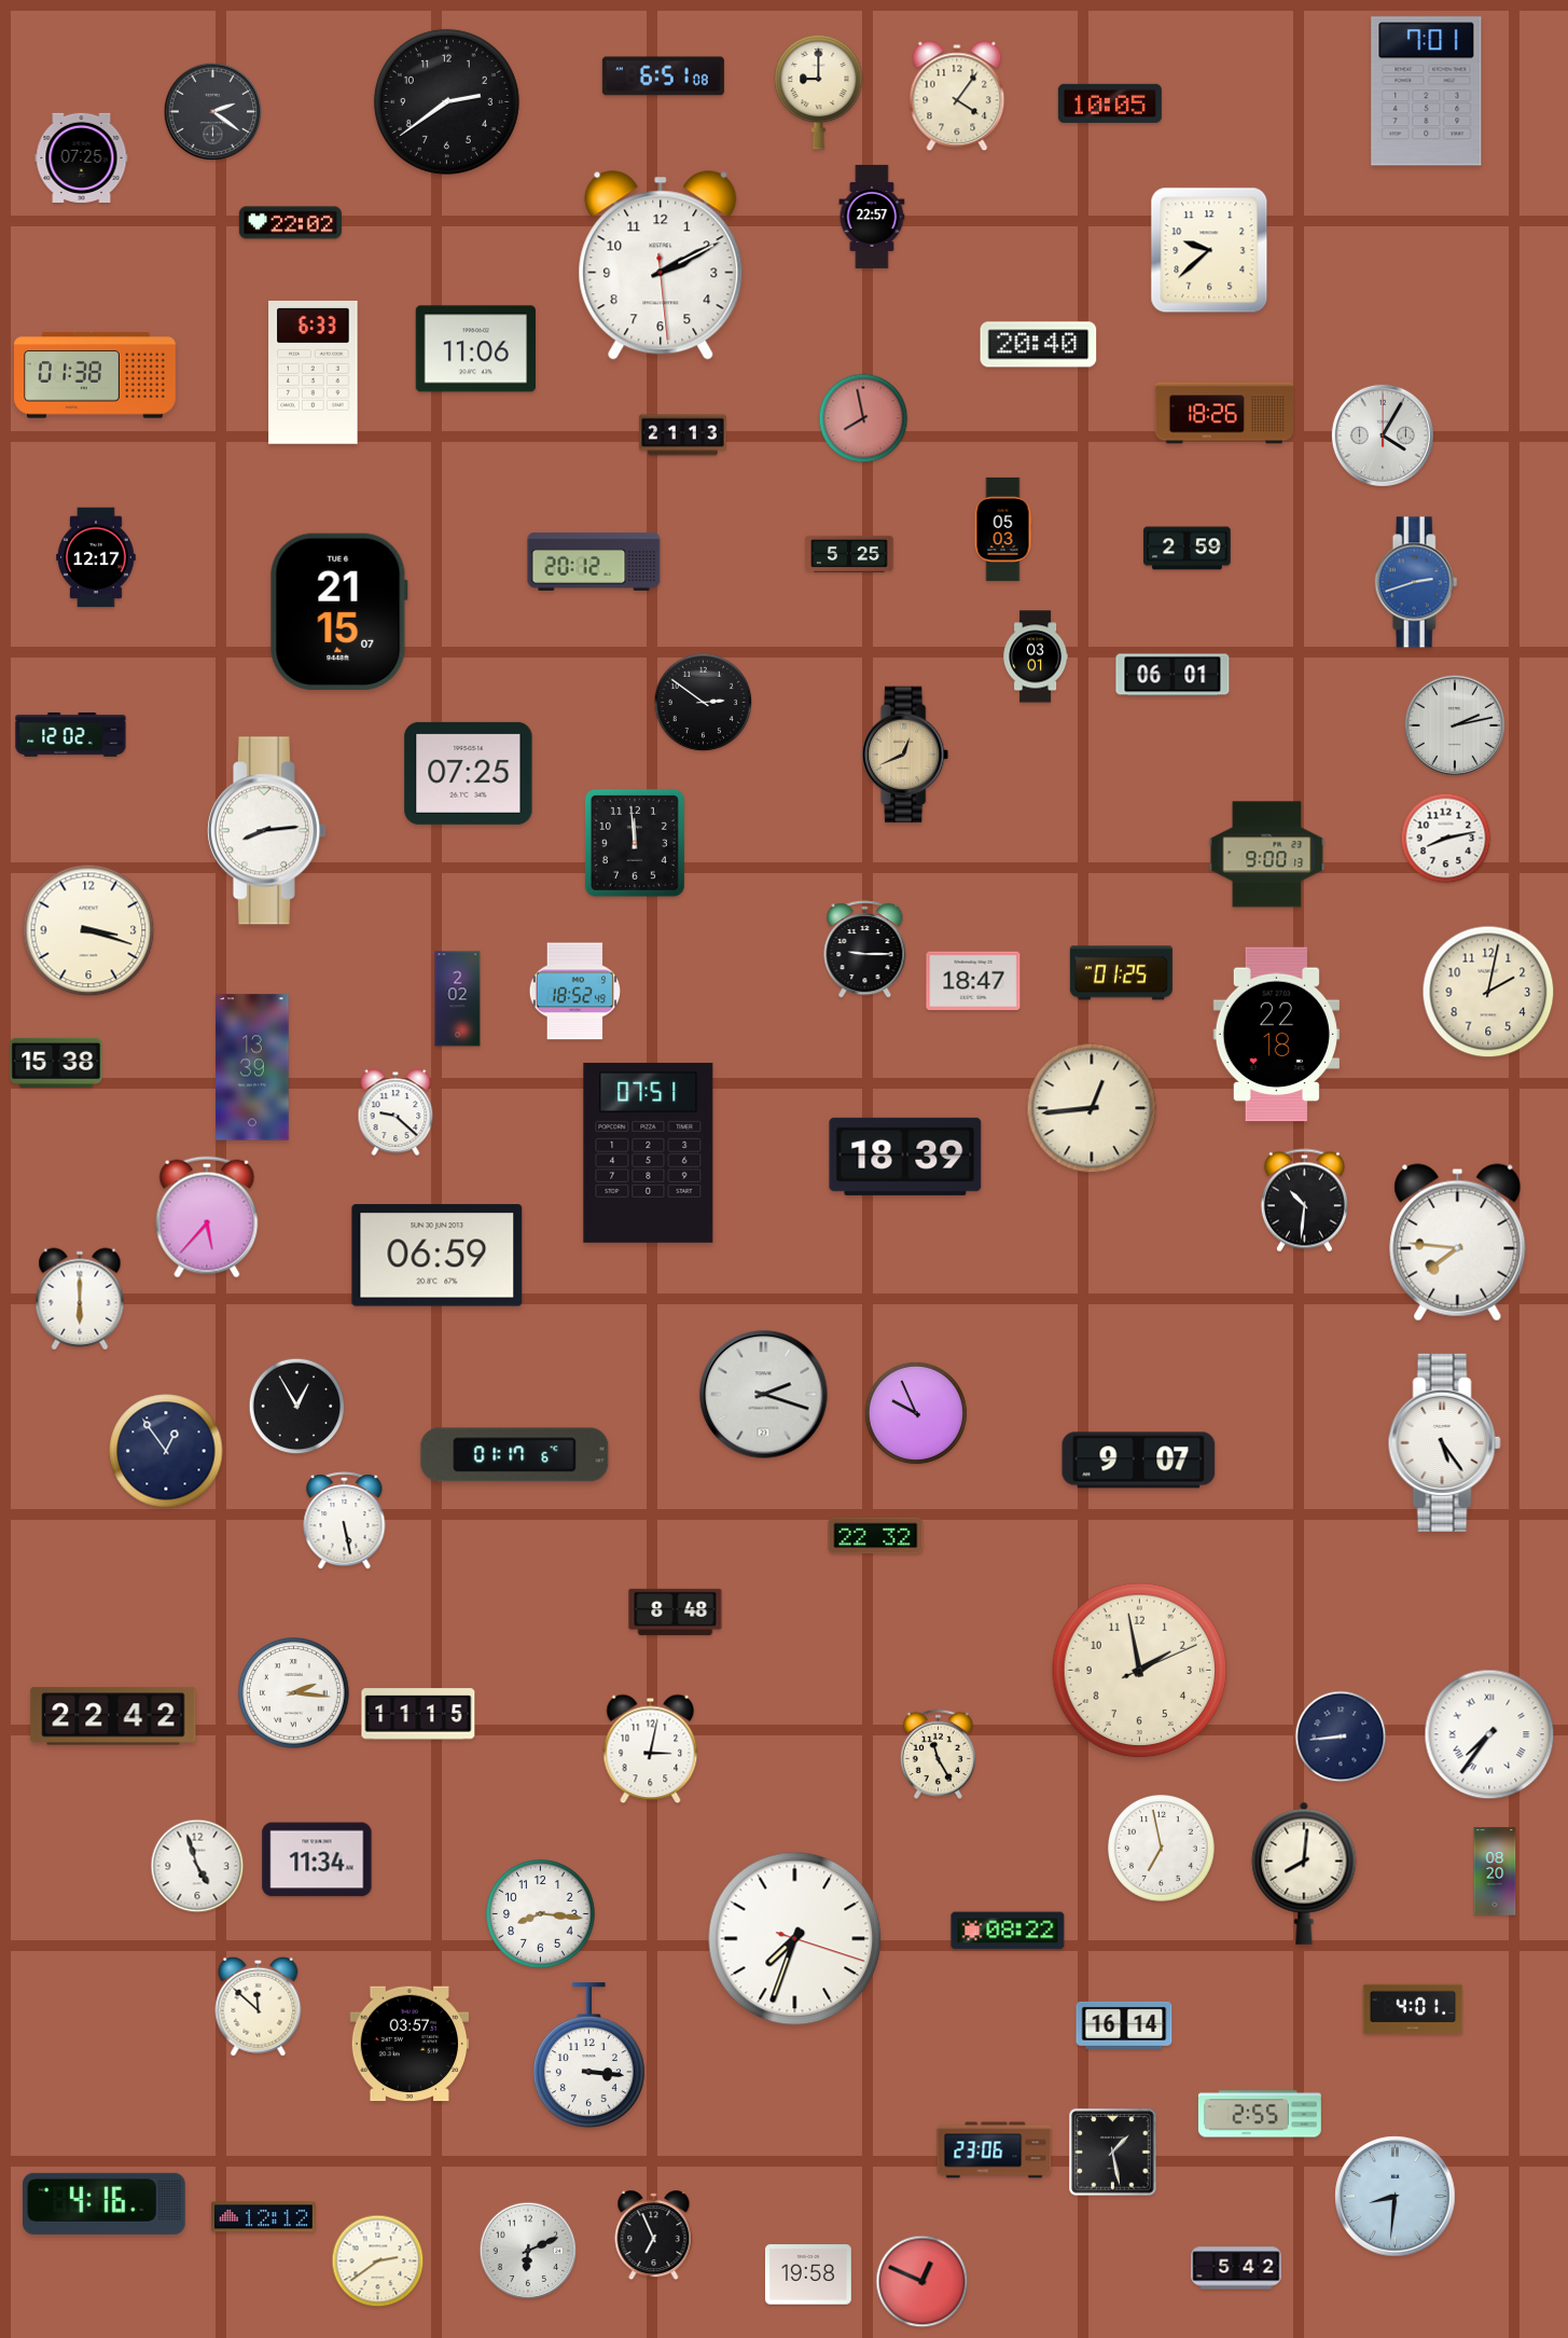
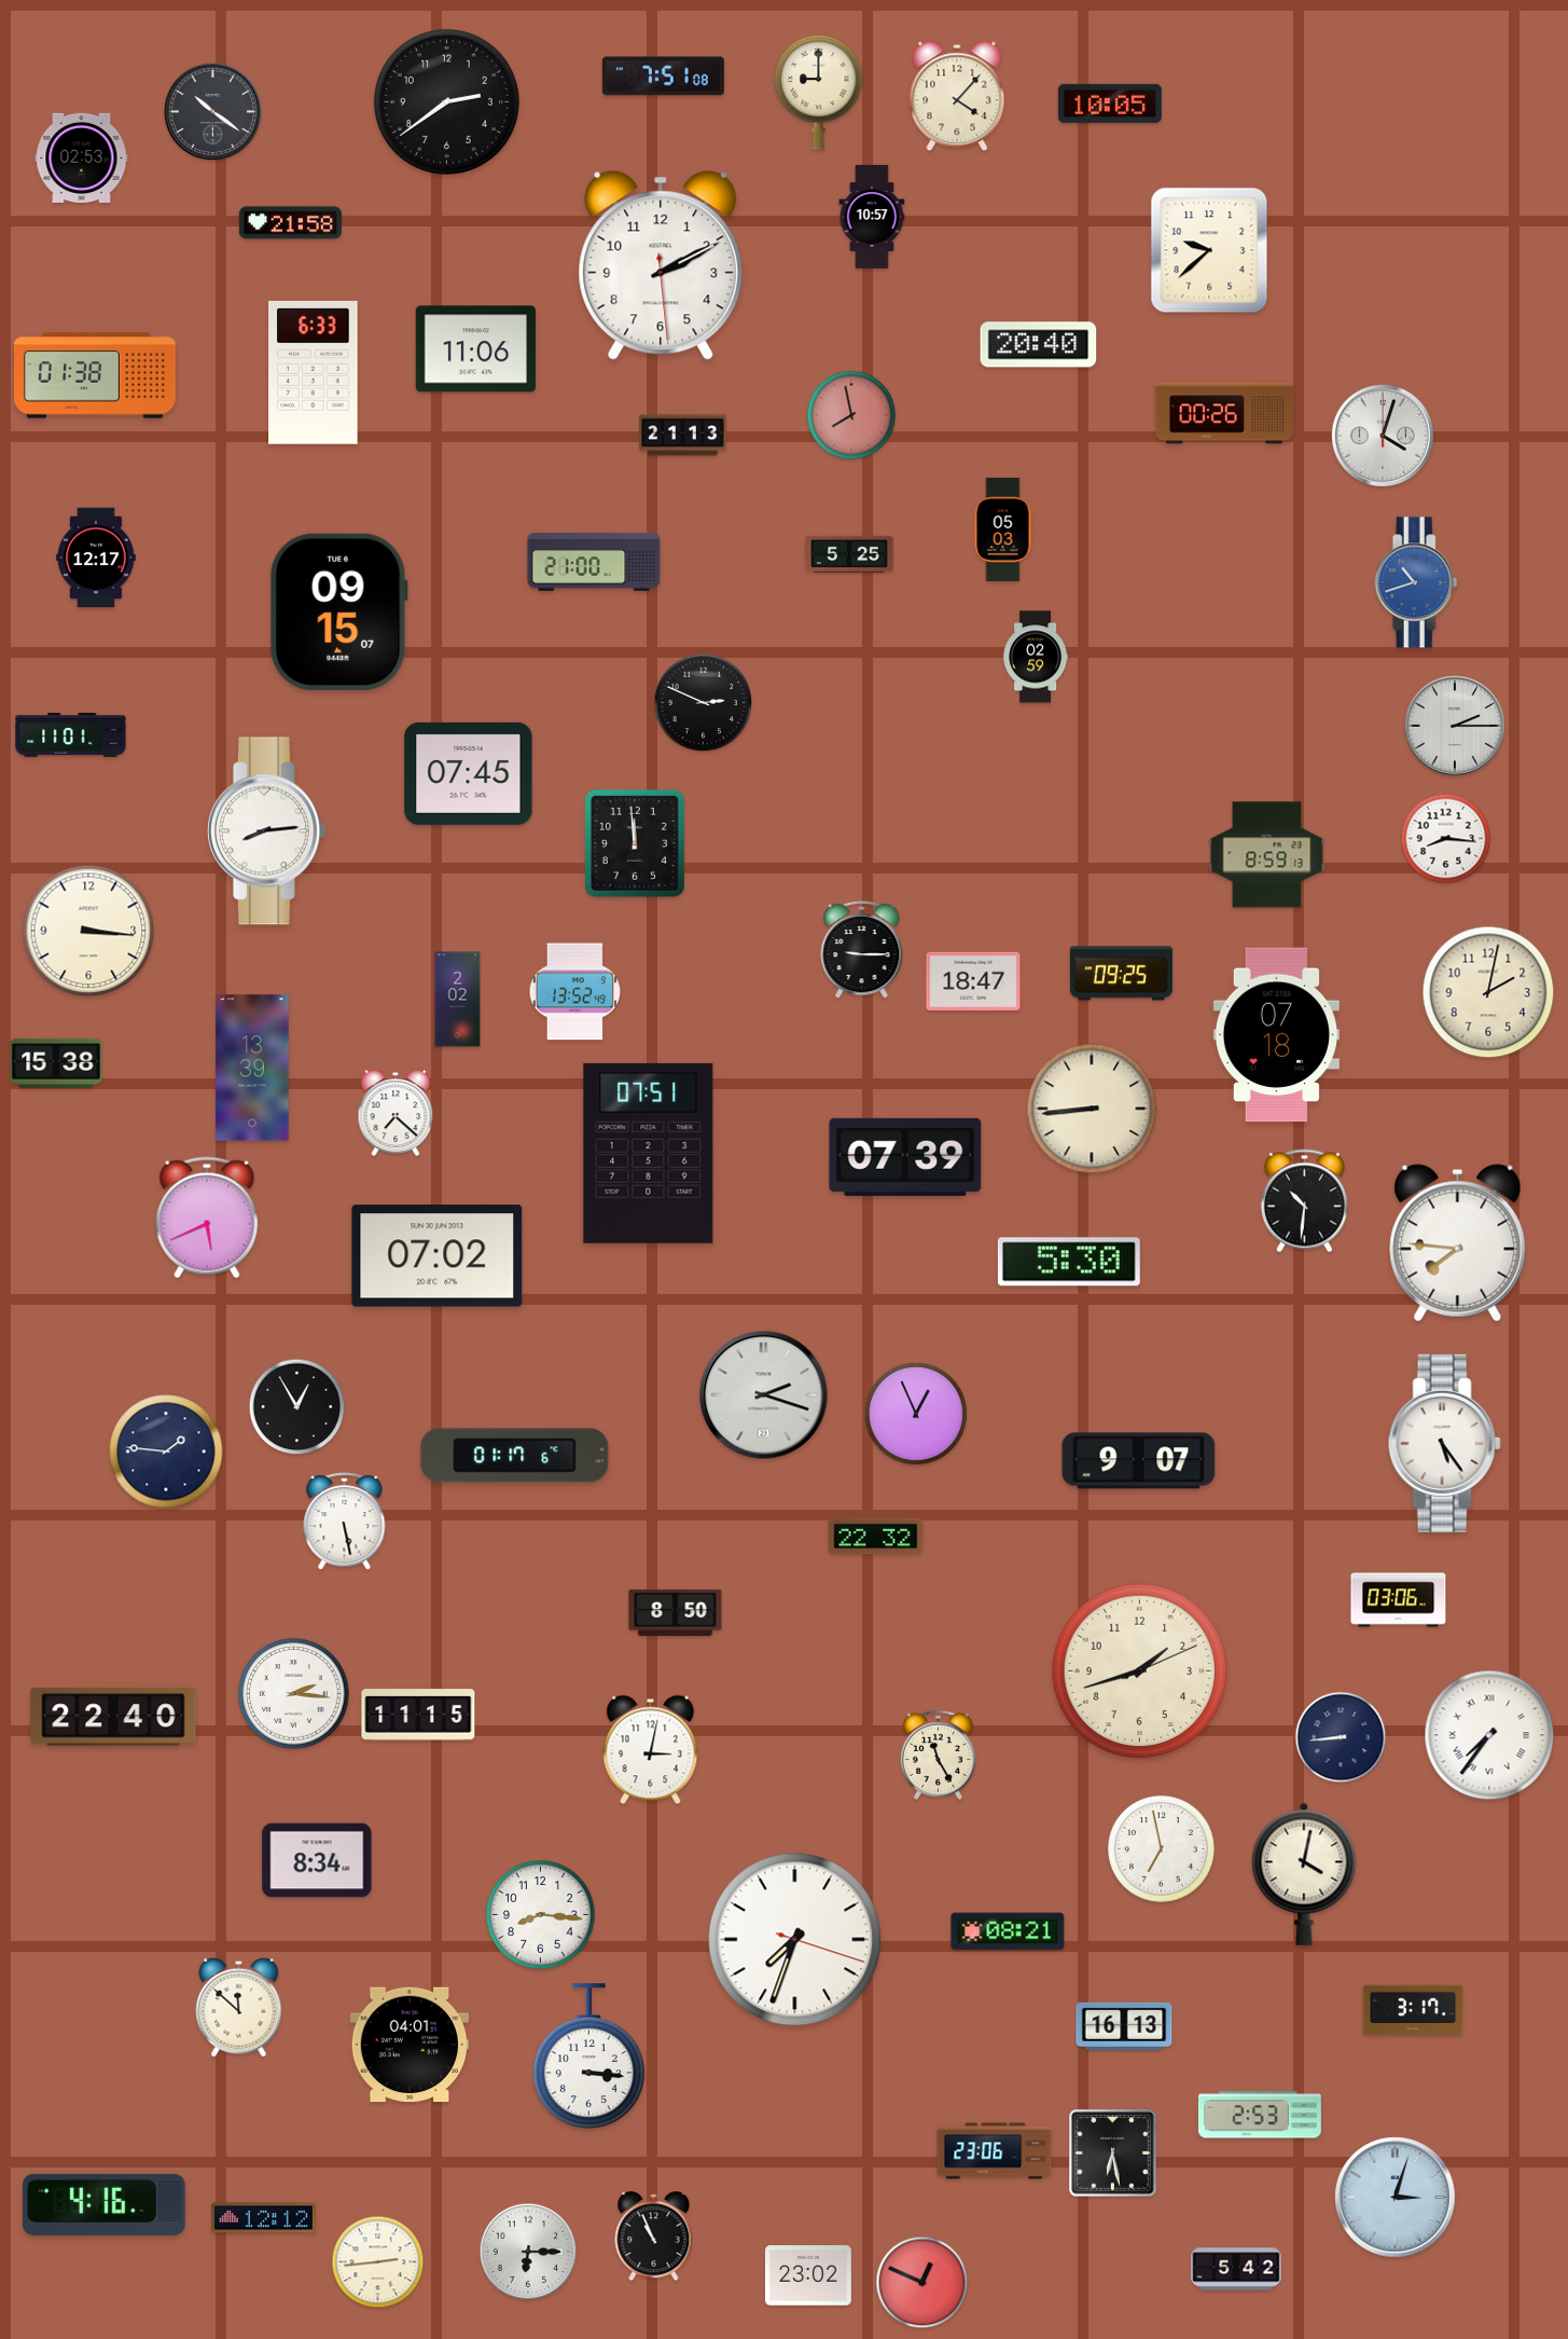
clock at (663, 77): 6:51 -> 7:51
clock at (1427, 92): 7:01 -> none
clock at (957, 96): 4:06 -> 4:07
clock at (213, 112): 2:21 -> 10:21
clock at (82, 157): 07:25 -> 02:53
clock at (872, 217): 22:57 -> 10:57
clock at (290, 223): 22:02 -> 21:58
clock at (1224, 413): 18:26 -> 00:26
clock at (863, 418) position: (863, 418) -> (851, 415)
clock at (1383, 435): 4:05 -> 4:03
clock at (1188, 549): 2:59 -> none
clock at (594, 562): 20:12 -> 21:00
clock at (1416, 582): 2:42 -> 10:42
clock at (338, 611): 21:15 -> 09:15
clock at (1036, 656): 03:01 -> 02:59
clock at (1172, 675): 06:01 -> none
clock at (704, 703): 2:51 -> 2:49
clock at (1454, 724): 2:13 -> 2:15
clock at (71, 734): 12:02 -> 11:01
clock at (906, 755): 12:41 -> none
clock at (469, 773): 07:25 -> 07:45
clock at (1446, 839): 8:13 -> 8:16
clock at (1267, 855): 9:00 -> 8:59
clock at (88, 930): 3:18 -> 3:16
clock at (865, 950) position: (865, 950) -> (862, 950)
clock at (1121, 973): 01:25 -> 09:25
clock at (574, 992): 18:52 -> 13:52
clock at (1276, 1035): 22:18 -> 07:18
clock at (1092, 1108): 12:44 -> 8:44
clock at (396, 1112): 9:22 -> 7:22
clock at (905, 1157): 18:39 -> 07:39
clock at (207, 1217): 5:37 -> 5:41
clock at (438, 1256): 06:59 -> 07:02
clock at (1069, 1262): none -> 5:30
clock at (80, 1299): 6:00 -> none
clock at (916, 1413): 9:56 -> 12:56
clock at (166, 1451): 12:54 -> 1:46
clock at (1399, 1600): none -> 03:06
clock at (676, 1611): 8:48 -> 8:50
clock at (1140, 1671): 1:58 -> 1:42
clock at (113, 1716): 22:42 -> 22:40
clock at (317, 1859): 11:34 -> 8:34
clock at (197, 1866): 4:57 -> none
clock at (1495, 1871): 08:20 -> none
clock at (1304, 1873): 8:01 -> 4:02
clock at (1008, 1931): 08:22 -> 08:21
clock at (259, 2006) position: (259, 2006) -> (239, 2007)
clock at (1413, 2009): 4:01 -> 3:17
clock at (1124, 2025): 16:14 -> 16:13
clock at (410, 2044): 03:57 -> 04:01
clock at (1260, 2114): 2:55 -> 2:53
clock at (1113, 2153): 1:28 -> 6:28
clock at (1396, 2197): 8:31 -> 3:03
clock at (654, 2236): 6:56 -> 10:56
clock at (528, 2251): 6:11 -> 6:15
clock at (378, 2261): 2:39 -> 2:44
clock at (809, 2274): 19:58 -> 23:02
